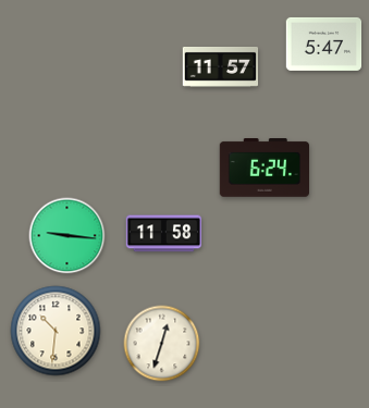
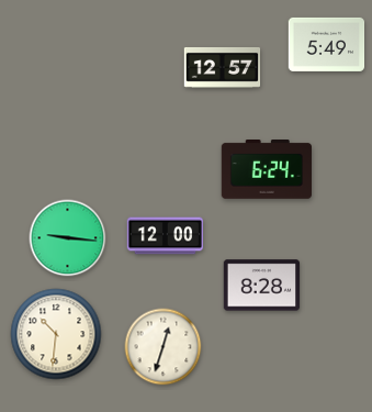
clock at (324, 44): 5:47 -> 5:49
clock at (221, 66): 11:57 -> 12:57
clock at (164, 234): 11:58 -> 12:00
clock at (262, 286): none -> 8:28
